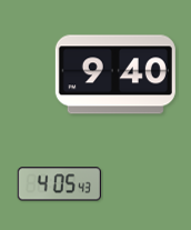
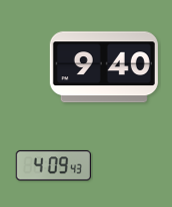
clock at (59, 184): 4:05 -> 4:09
